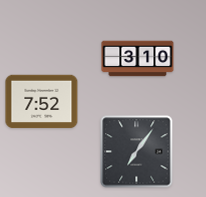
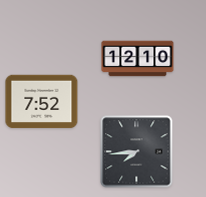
clock at (138, 59): 3:10 -> 12:10
clock at (137, 152): 7:06 -> 7:44
